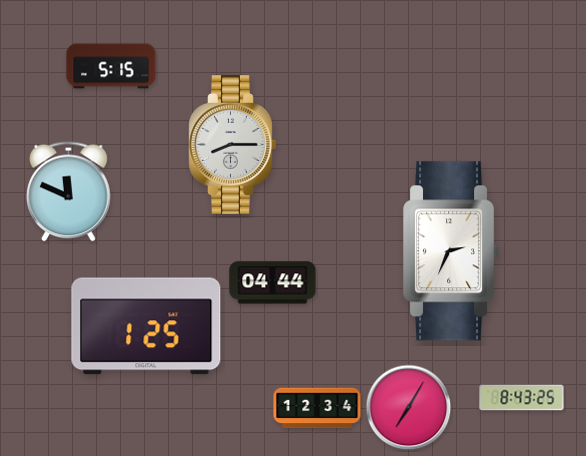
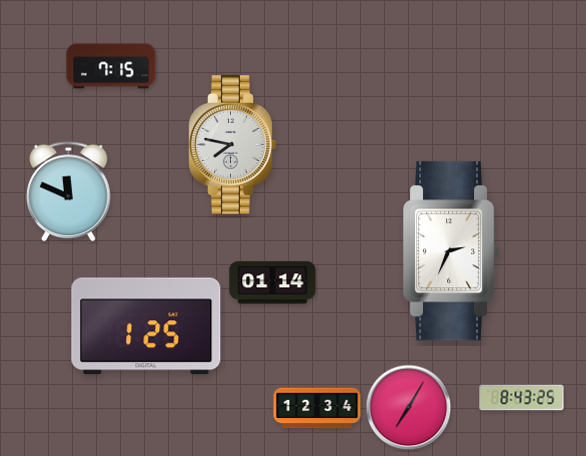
clock at (111, 66): 5:15 -> 7:15
clock at (233, 145): 8:15 -> 7:47
clock at (273, 283): 04:44 -> 01:14
